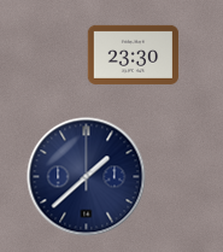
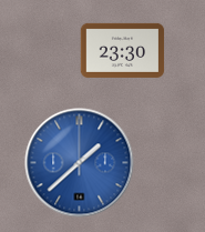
clock at (87, 177) dial: navy -> blue
